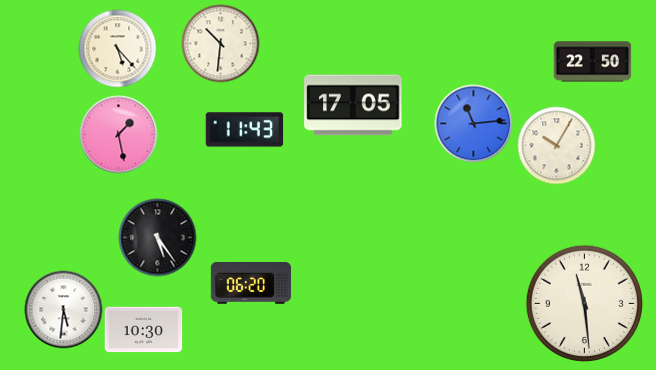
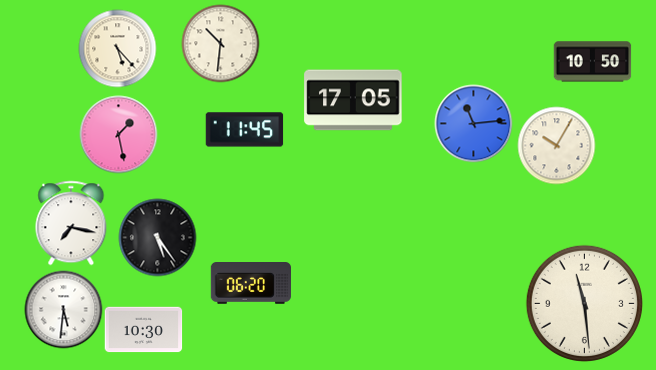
clock at (592, 62): 22:50 -> 10:50
clock at (353, 105) position: (353, 105) -> (353, 100)
clock at (244, 130): 11:43 -> 11:45
clock at (71, 223): none -> 7:17
